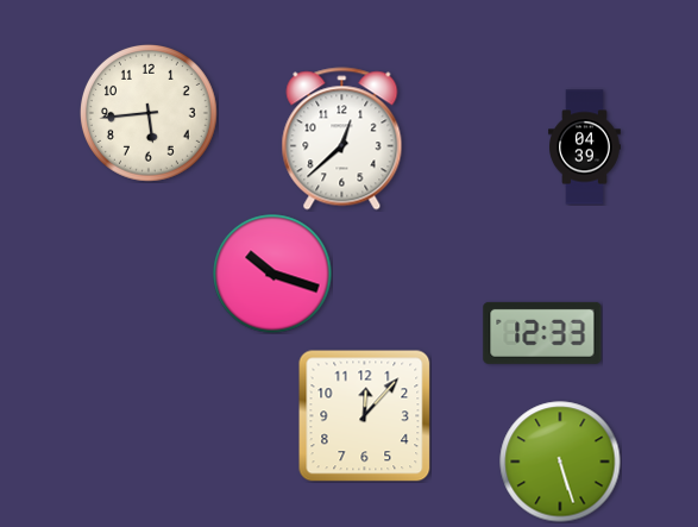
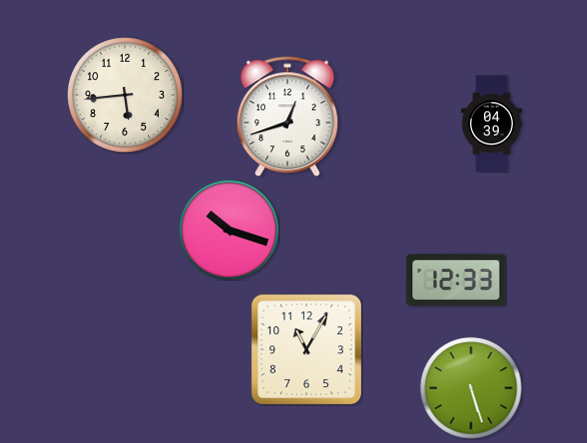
clock at (342, 139): 12:38 -> 12:42
clock at (364, 415): 12:07 -> 11:05
